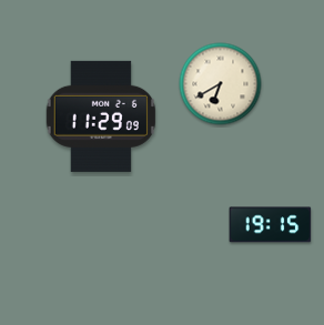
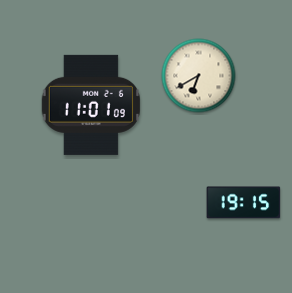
clock at (101, 116): 11:29 -> 11:01
